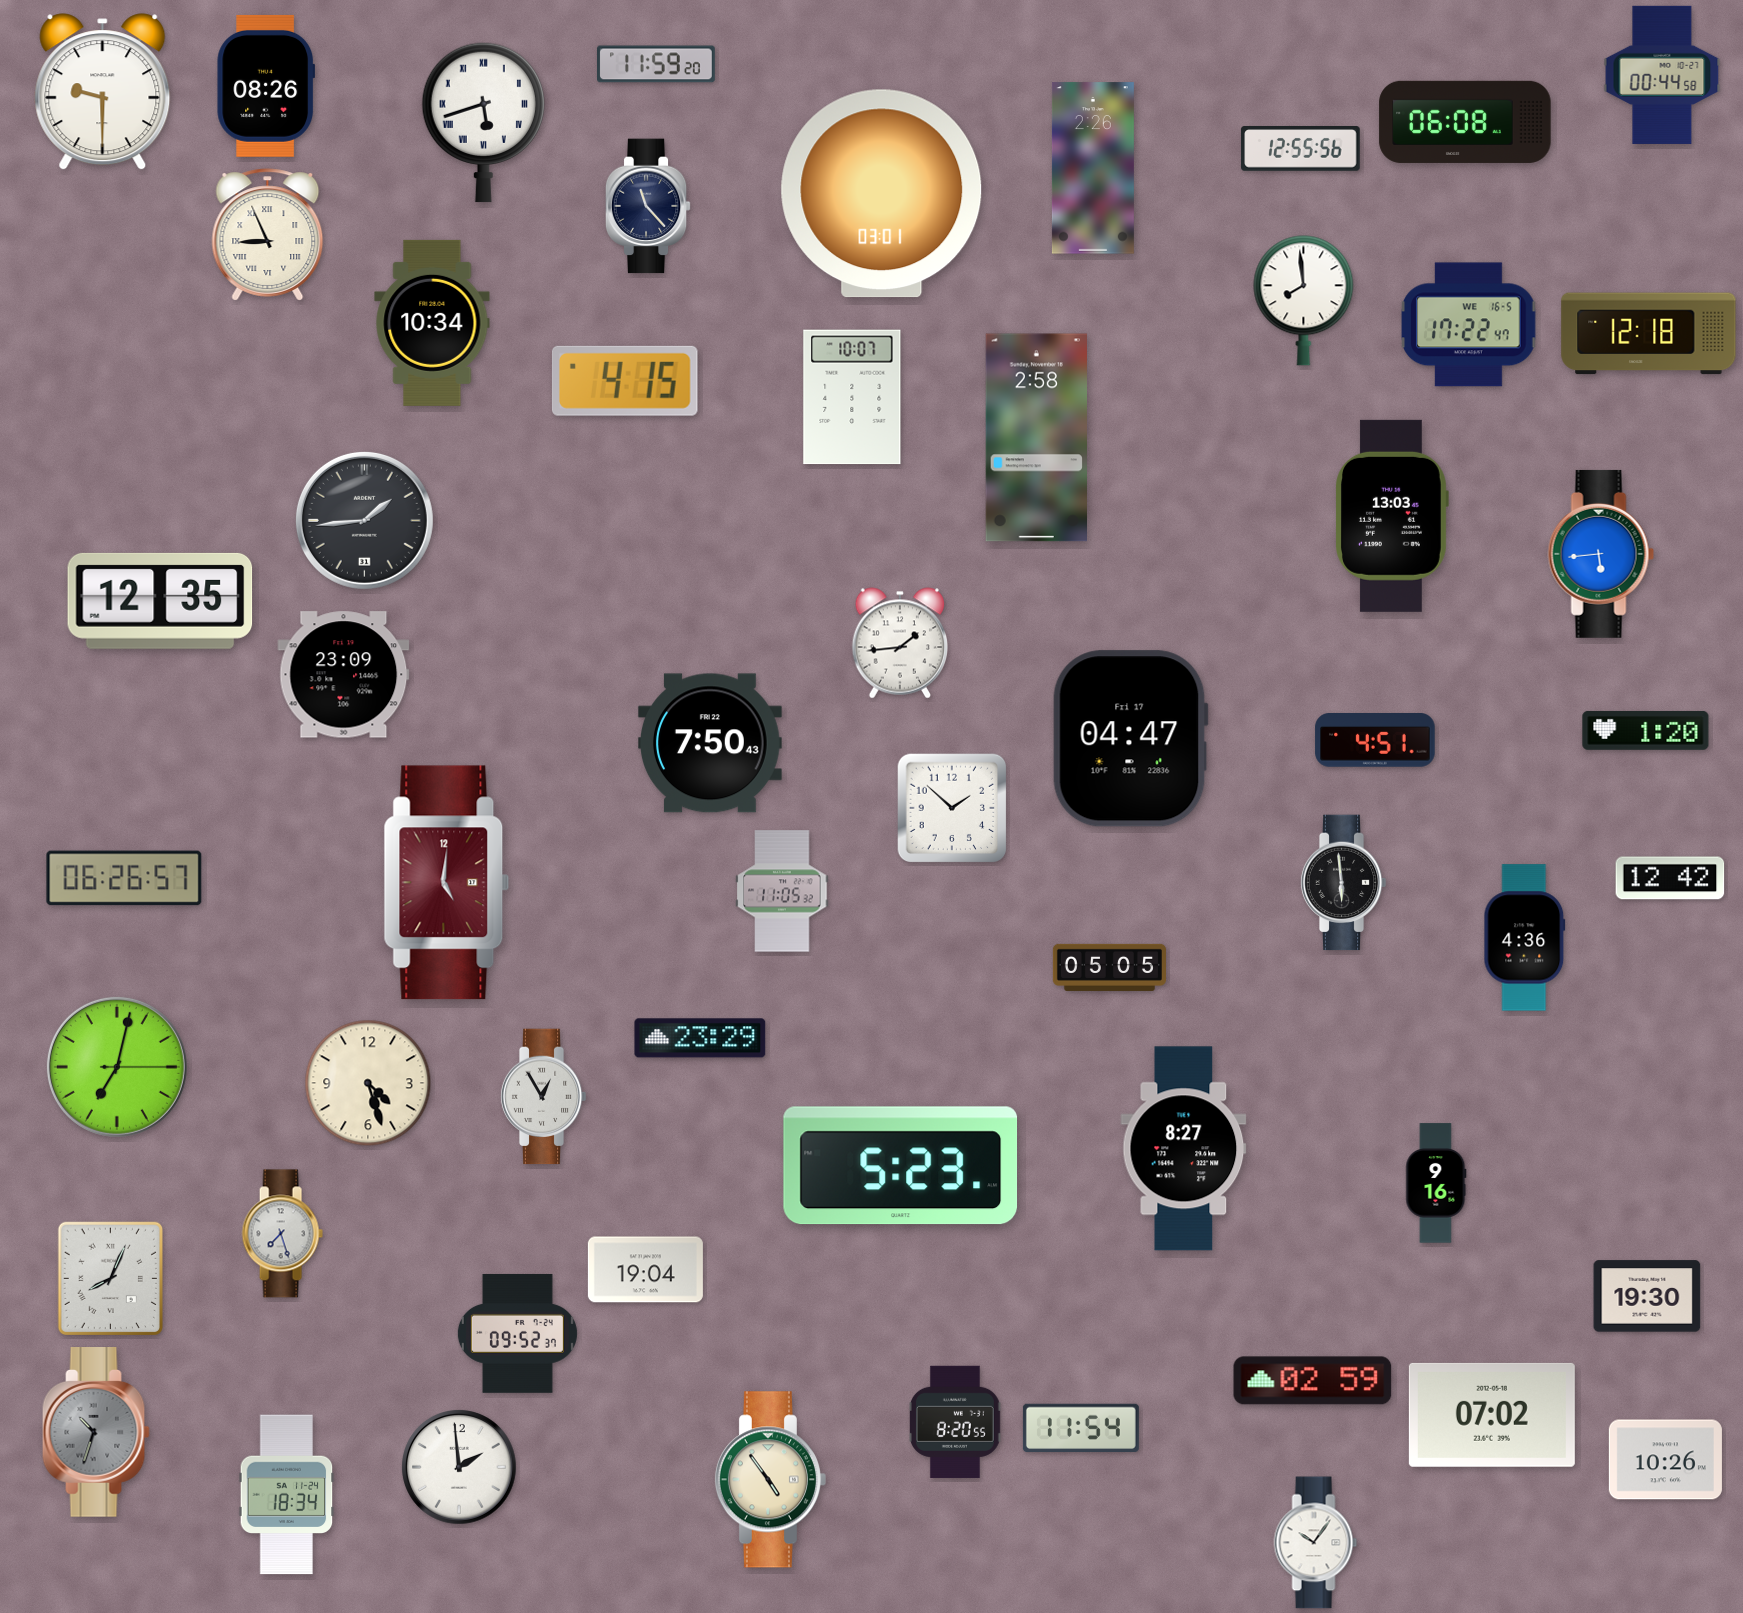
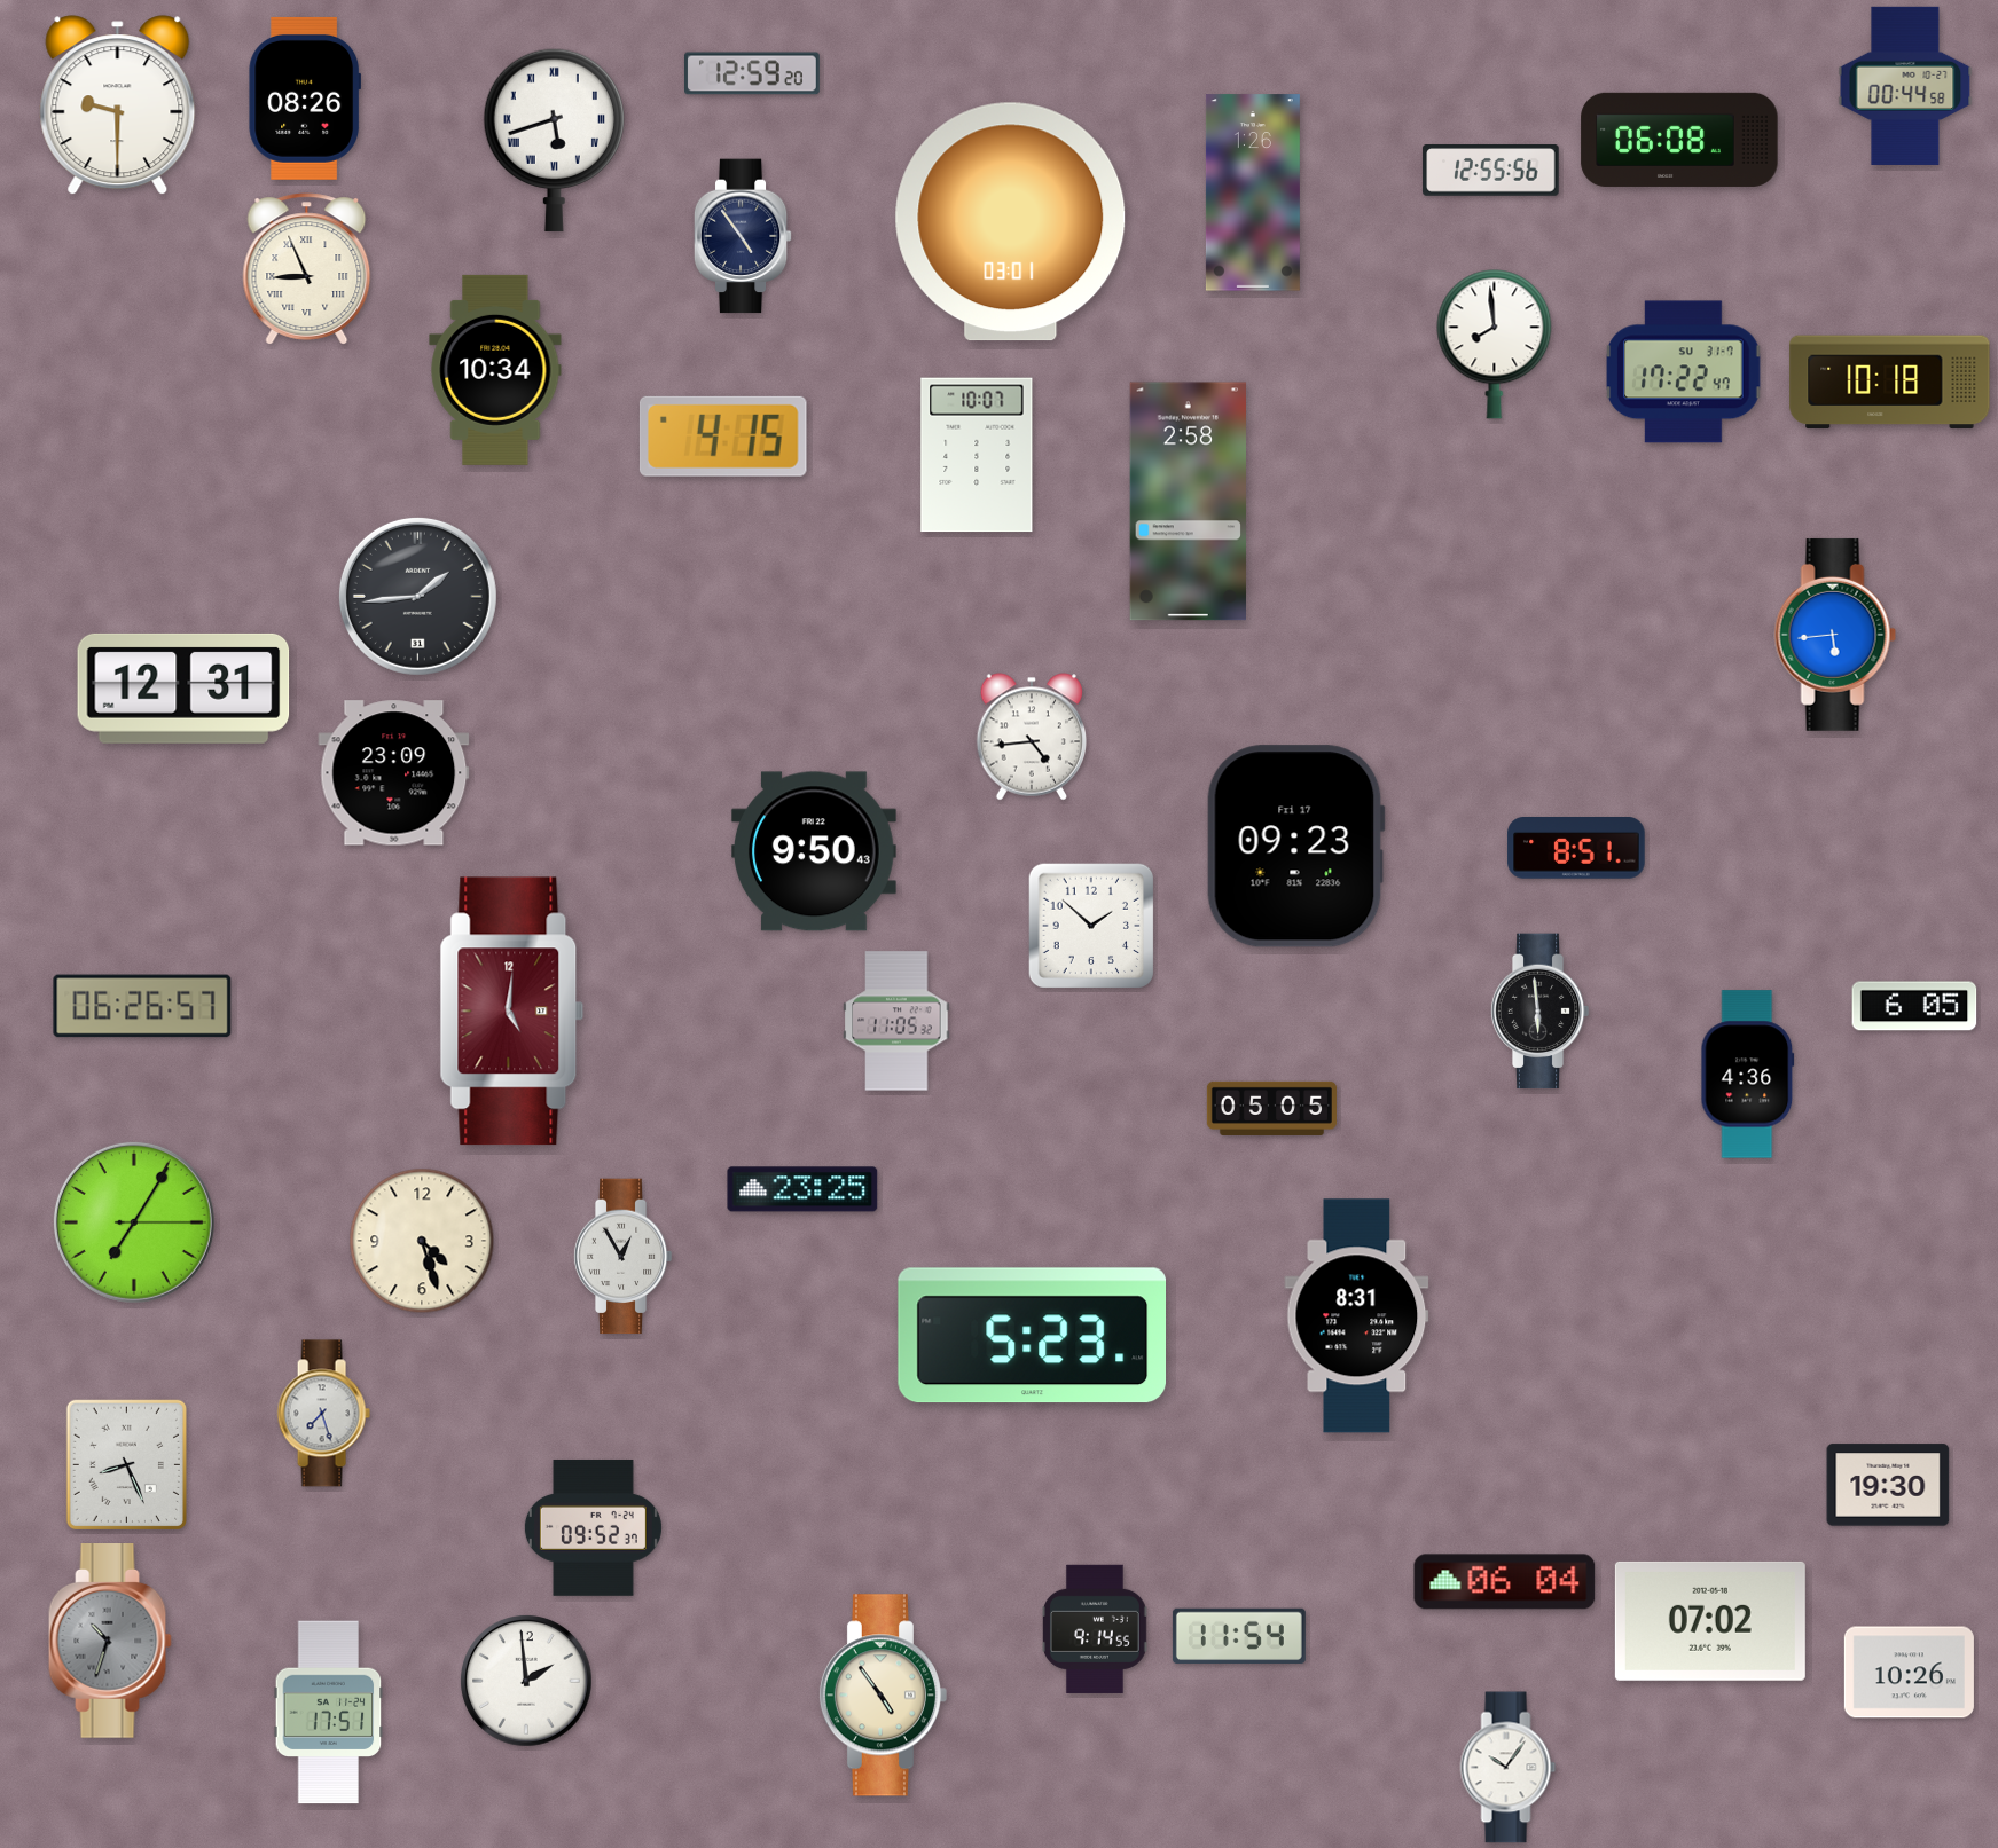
clock at (657, 64): 11:59 -> 12:59
clock at (1093, 168): 2:26 -> 1:26
clock at (648, 206): 11:23 -> 4:54
clock at (1469, 325) date: WE 16-5 -> SU 31-7
clock at (1649, 334): 12:18 -> 10:18
clock at (625, 381) position: (625, 381) -> (723, 437)
clock at (1392, 516): 13:03 -> none
clock at (160, 601): 12:35 -> 12:31
clock at (900, 643): 1:44 -> 4:44
clock at (1646, 730): 1:20 -> none
clock at (1130, 739): 04:47 -> 09:23
clock at (1375, 740): 4:51 -> 8:51
clock at (711, 743): 7:50 -> 9:50
clock at (1670, 878): 12:42 -> 6:05
clock at (700, 1038): 23:29 -> 23:25
clock at (117, 1067): 7:02 -> 7:05
clock at (1184, 1149): 8:27 -> 8:31
clock at (1436, 1183): 9:16 -> none
clock at (645, 1270): 19:04 -> none
clock at (110, 1278): 8:04 -> 8:26
clock at (1313, 1381): 02:59 -> 06:04
clock at (956, 1422): 8:20 -> 9:14
clock at (287, 1495): 18:34 -> 17:51
